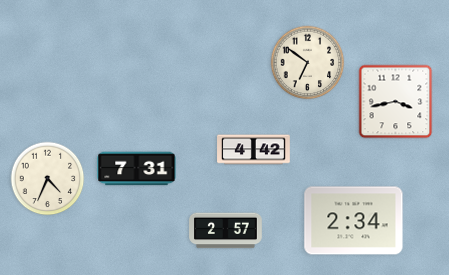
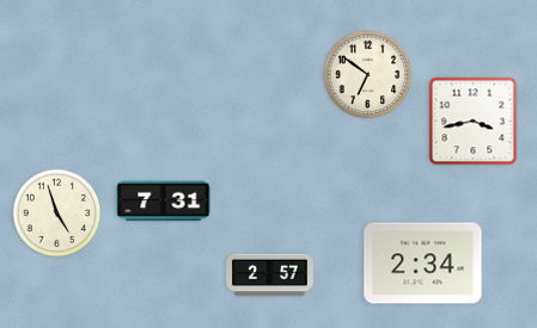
clock at (254, 150): 4:42 -> none
clock at (48, 179): 4:34 -> 4:57
